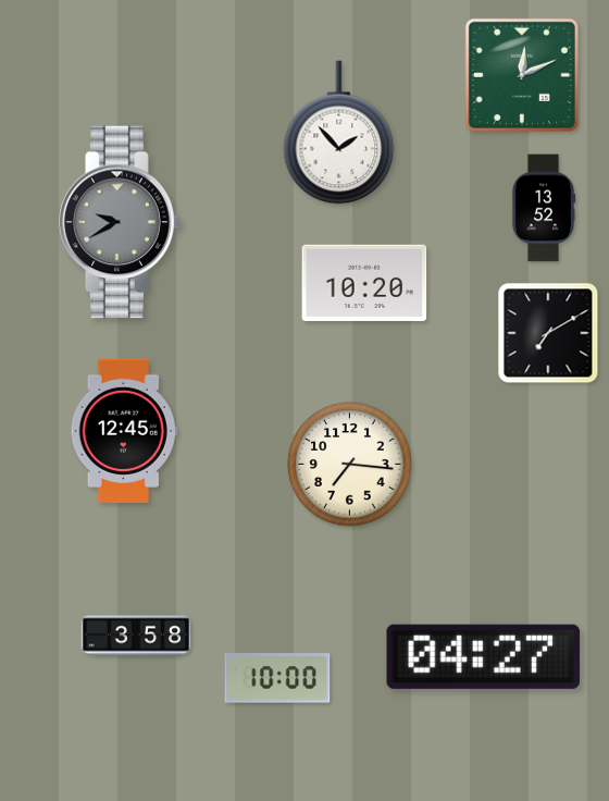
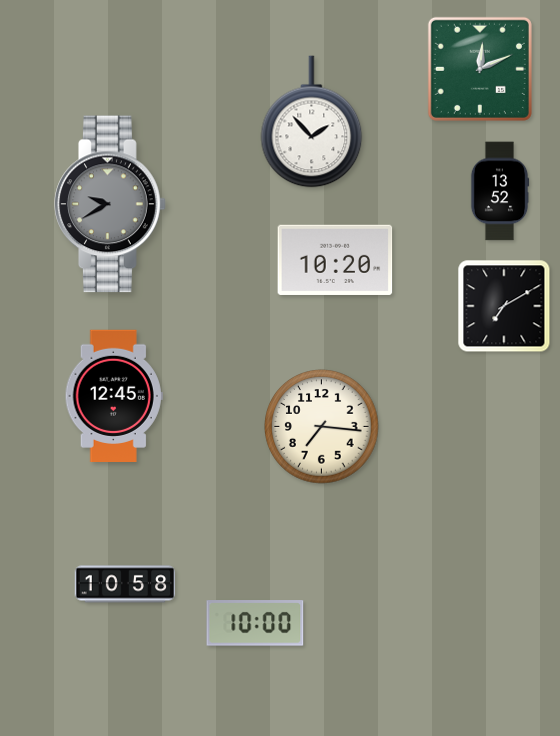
clock at (136, 636): 3:58 -> 10:58
clock at (483, 656): 04:27 -> none
